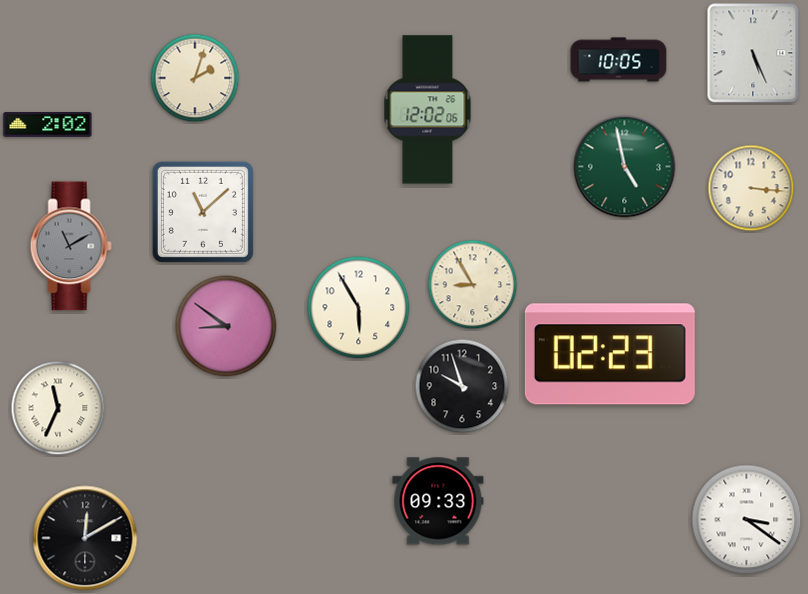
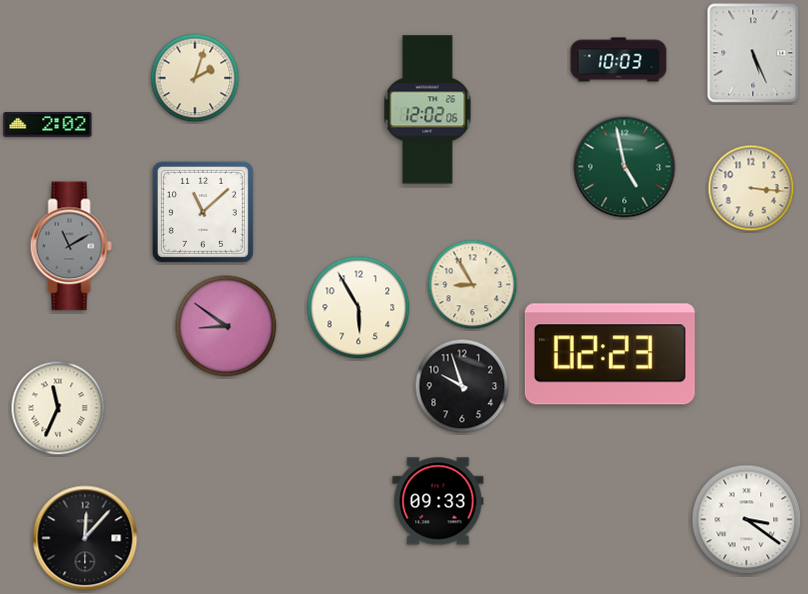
clock at (619, 60): 10:05 -> 10:03
clock at (85, 538): 12:10 -> 12:07
